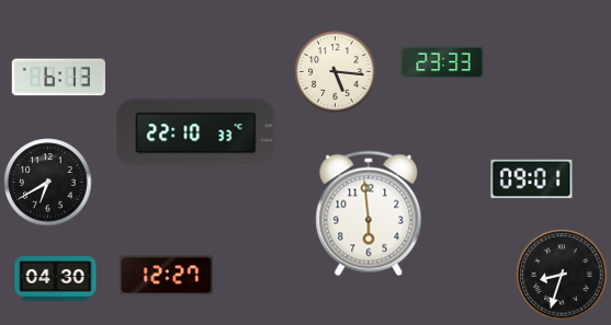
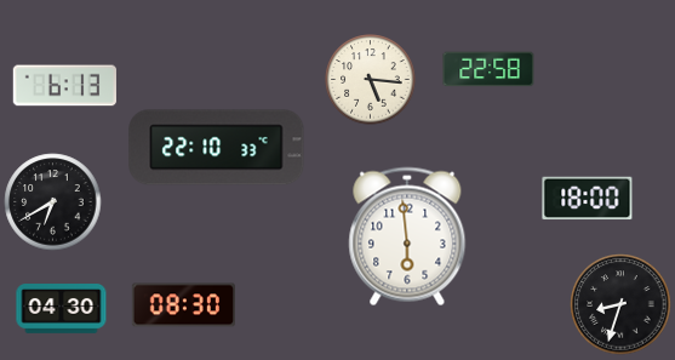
clock at (442, 62): 23:33 -> 22:58
clock at (532, 179): 09:01 -> 18:00
clock at (166, 276): 12:27 -> 08:30
